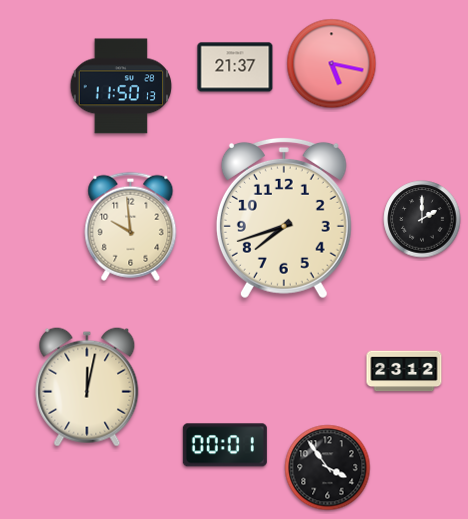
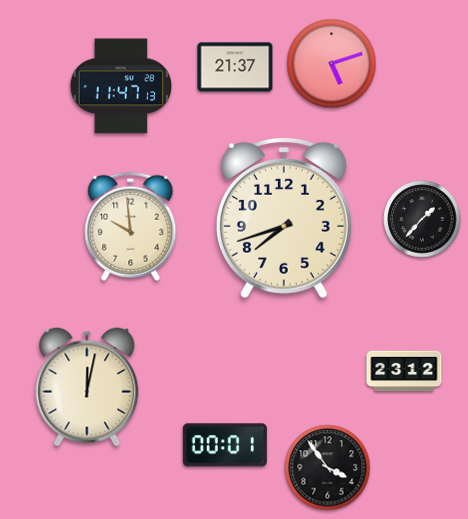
clock at (332, 64): 5:17 -> 5:12
clock at (121, 86): 11:50 -> 11:47
clock at (422, 219): 2:00 -> 1:37
